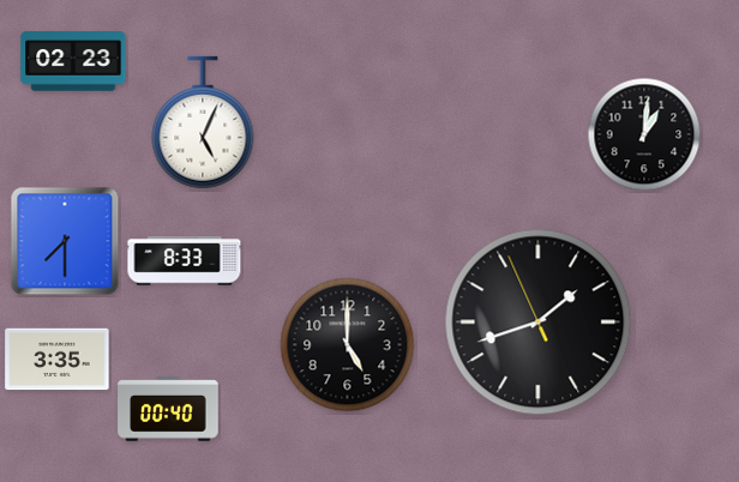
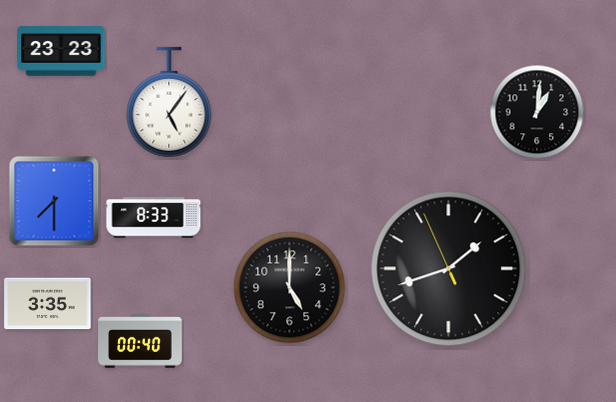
clock at (73, 61): 02:23 -> 23:23
clock at (203, 122): 5:04 -> 5:06
clock at (58, 360) position: (58, 360) -> (48, 304)
